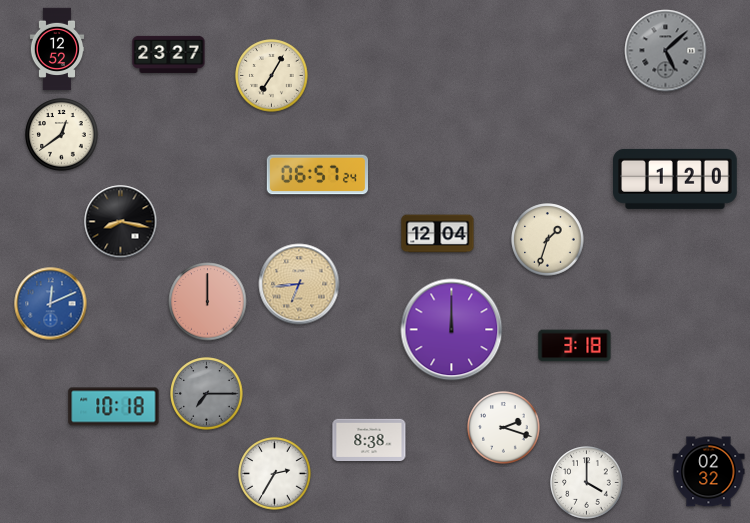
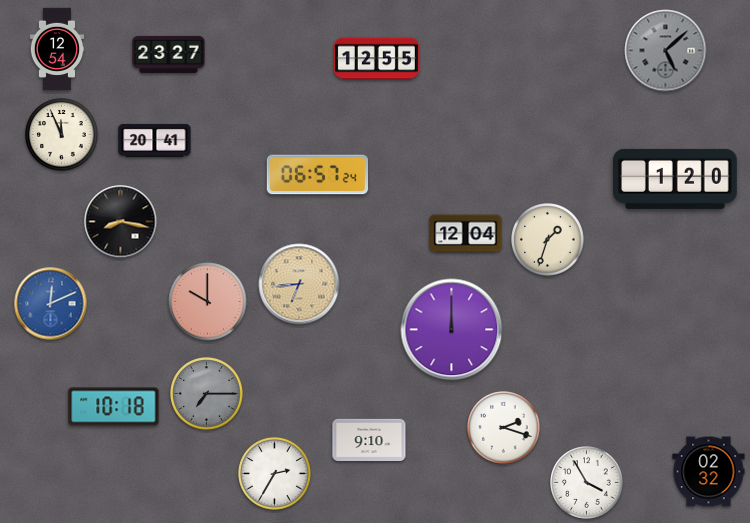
clock at (57, 49): 12:52 -> 12:54
clock at (376, 59): none -> 12:55
clock at (272, 76): 7:05 -> none
clock at (62, 135): 12:39 -> 11:56
clock at (155, 140): none -> 20:41
clock at (438, 234) position: (438, 234) -> (466, 234)
clock at (208, 302): 12:00 -> 10:00
clock at (575, 346): 3:18 -> none
clock at (369, 439): 8:38 -> 9:10
clock at (587, 483): 4:00 -> 3:55
